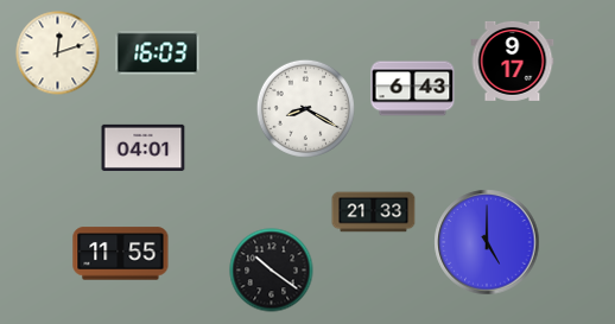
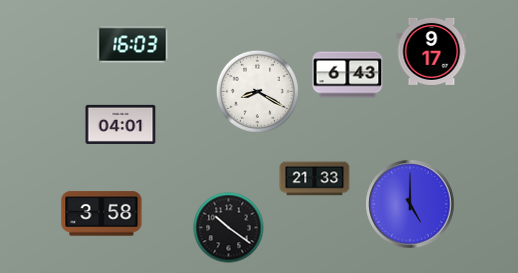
clock at (58, 53): 12:12 -> none
clock at (121, 254): 11:55 -> 3:58
